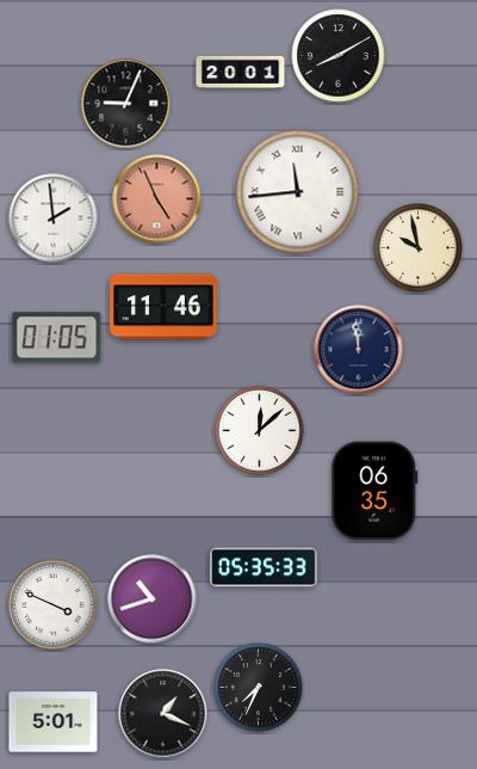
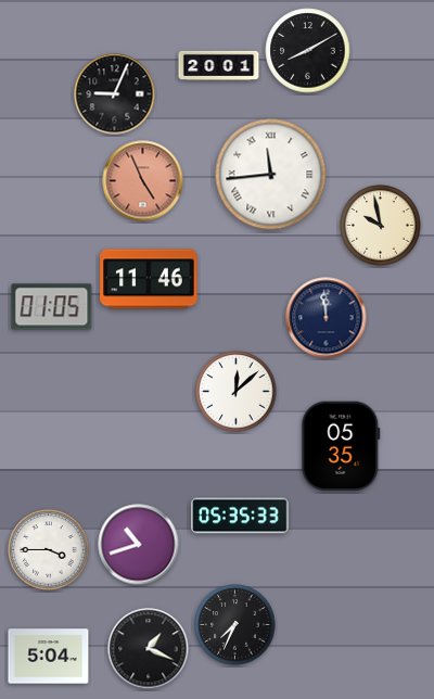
clock at (54, 219): 1:59 -> none
clock at (374, 491): 06:35 -> 05:35
clock at (54, 605): 3:49 -> 3:45
clock at (54, 722): 5:01 -> 5:04
